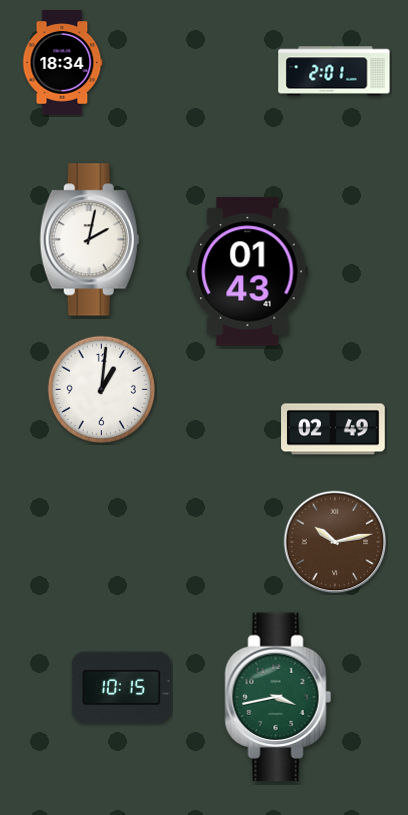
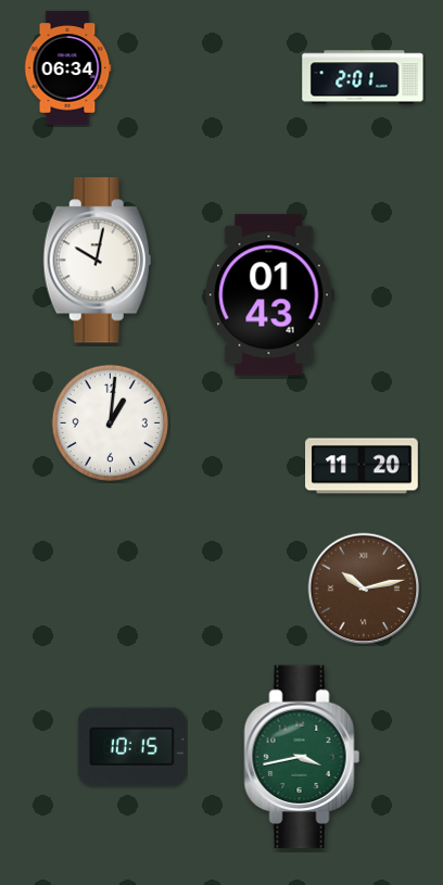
clock at (62, 63): 18:34 -> 06:34
clock at (89, 240): 2:02 -> 10:02
clock at (333, 429): 02:49 -> 11:20
